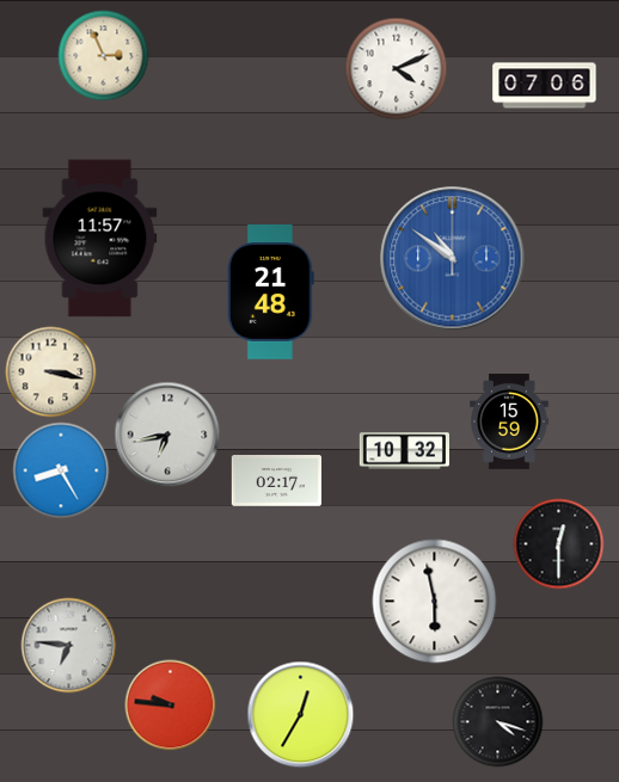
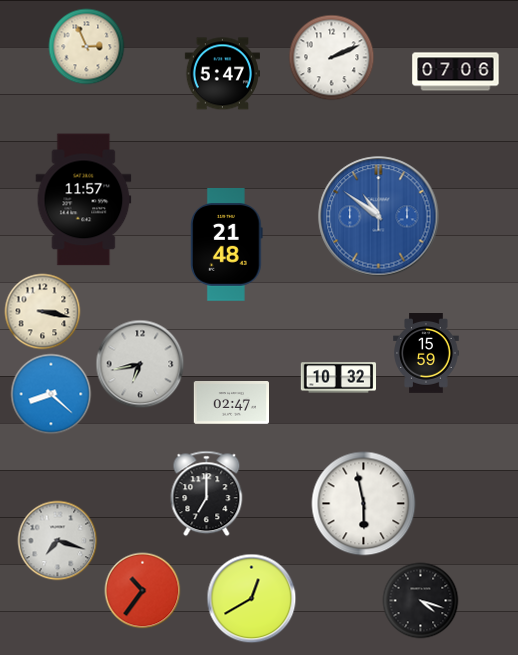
clock at (397, 69): 4:11 -> 2:11
clock at (222, 74): none -> 5:47
clock at (61, 470): 8:25 -> 8:22
clock at (276, 481): 02:17 -> 02:47
clock at (559, 544): 12:30 -> none
clock at (207, 494): none -> 7:00
clock at (69, 646): 6:46 -> 7:18
clock at (171, 706): 9:46 -> 10:36
clock at (301, 715): 12:35 -> 12:40
clock at (498, 722) position: (498, 722) -> (421, 601)
